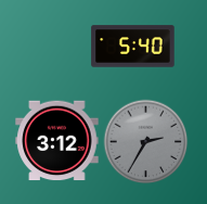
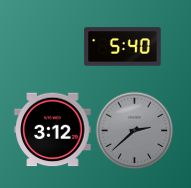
clock at (133, 47) position: (133, 47) -> (123, 47)
clock at (145, 141): 2:35 -> 2:38
